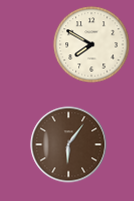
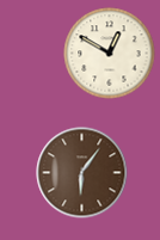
clock at (92, 45): 7:50 -> 12:50
